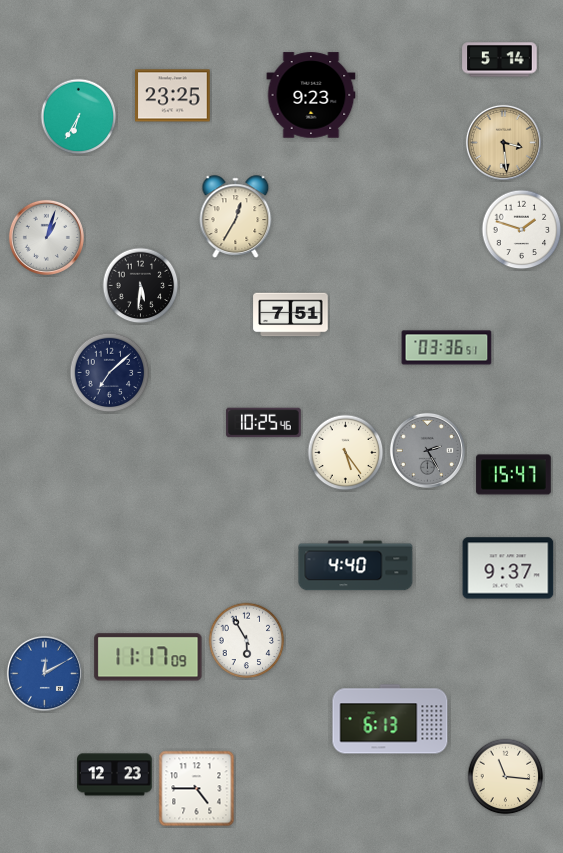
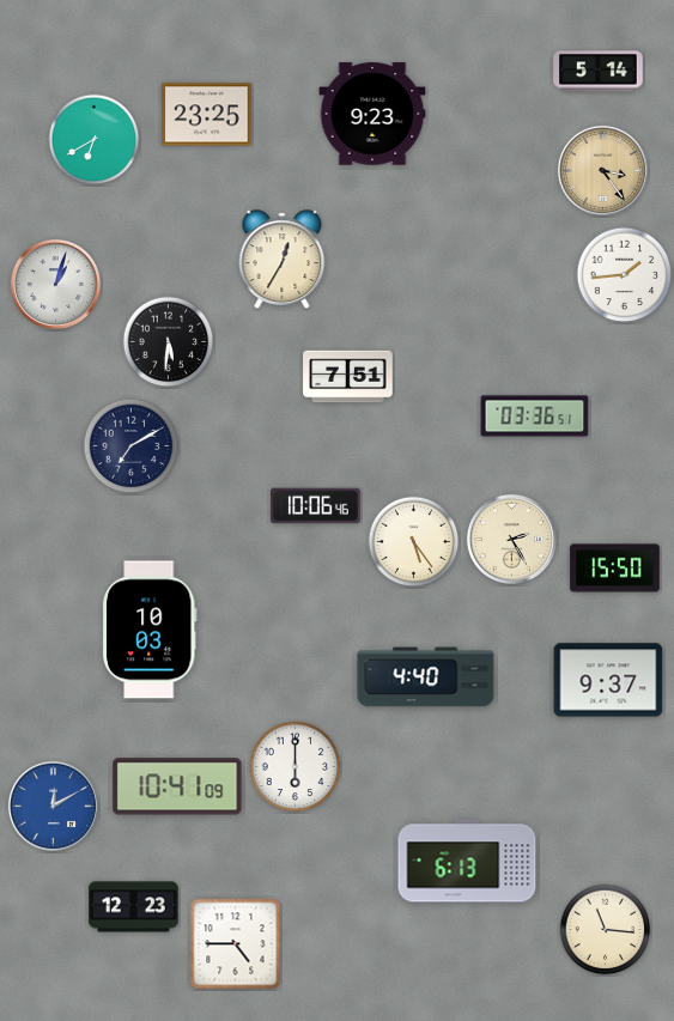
clock at (79, 117): 6:35 -> 6:40
clock at (503, 142): 3:29 -> 3:24
clock at (522, 230): 1:48 -> 1:44
clock at (110, 373): 7:08 -> 7:10
clock at (264, 423): 10:25 -> 10:06
clock at (427, 450) dial: grey -> cream
clock at (514, 475): 15:47 -> 15:50
clock at (150, 630): none -> 10:03
clock at (247, 641): 5:55 -> 6:00
clock at (148, 657): 11:17 -> 10:41
clock at (115, 775) position: (115, 775) -> (134, 907)
